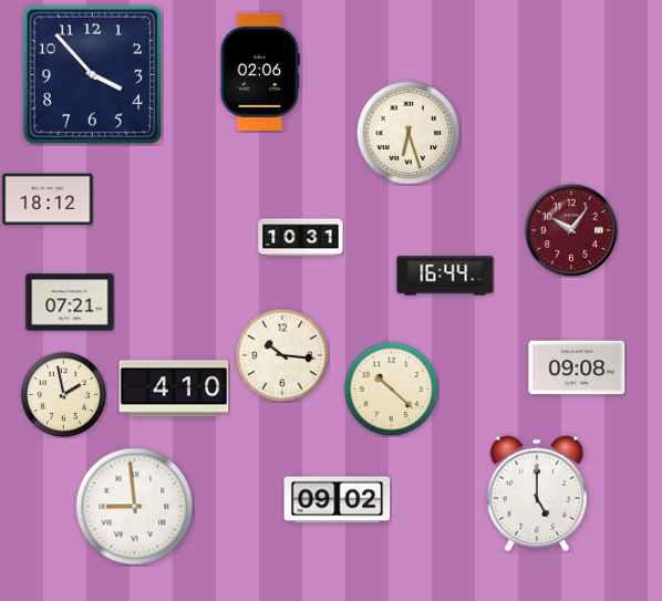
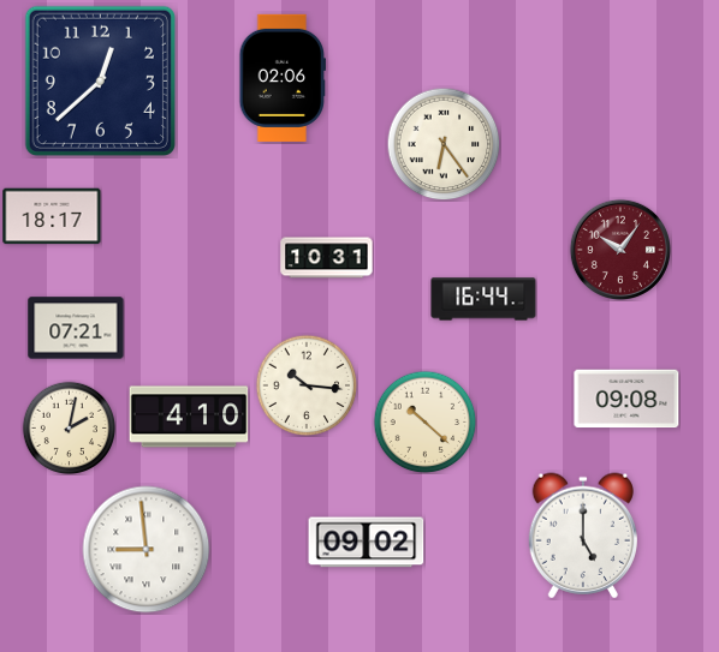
clock at (92, 74): 3:53 -> 12:38
clock at (408, 133): 6:27 -> 6:24
clock at (48, 199): 18:12 -> 18:17
clock at (174, 388) position: (174, 388) -> (189, 417)
clock at (63, 394): 1:58 -> 2:02
